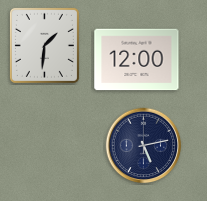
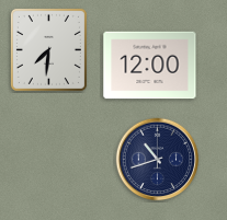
clock at (44, 45): 1:31 -> 7:31
clock at (144, 146): 5:13 -> 10:42
